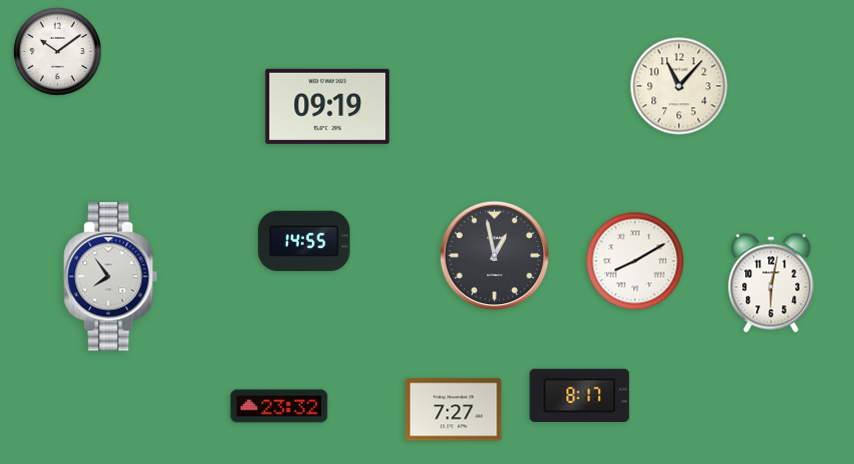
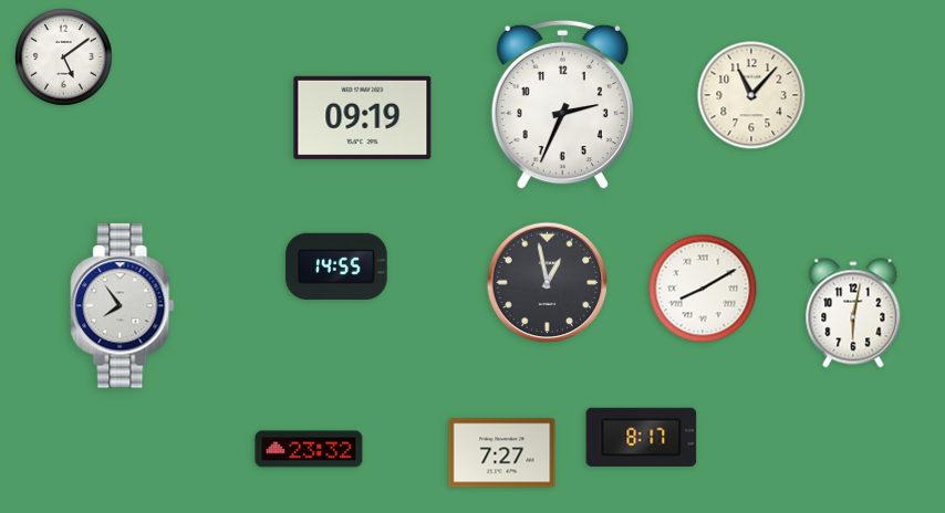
clock at (58, 52): 10:09 -> 5:09
clock at (562, 105): none -> 2:34
